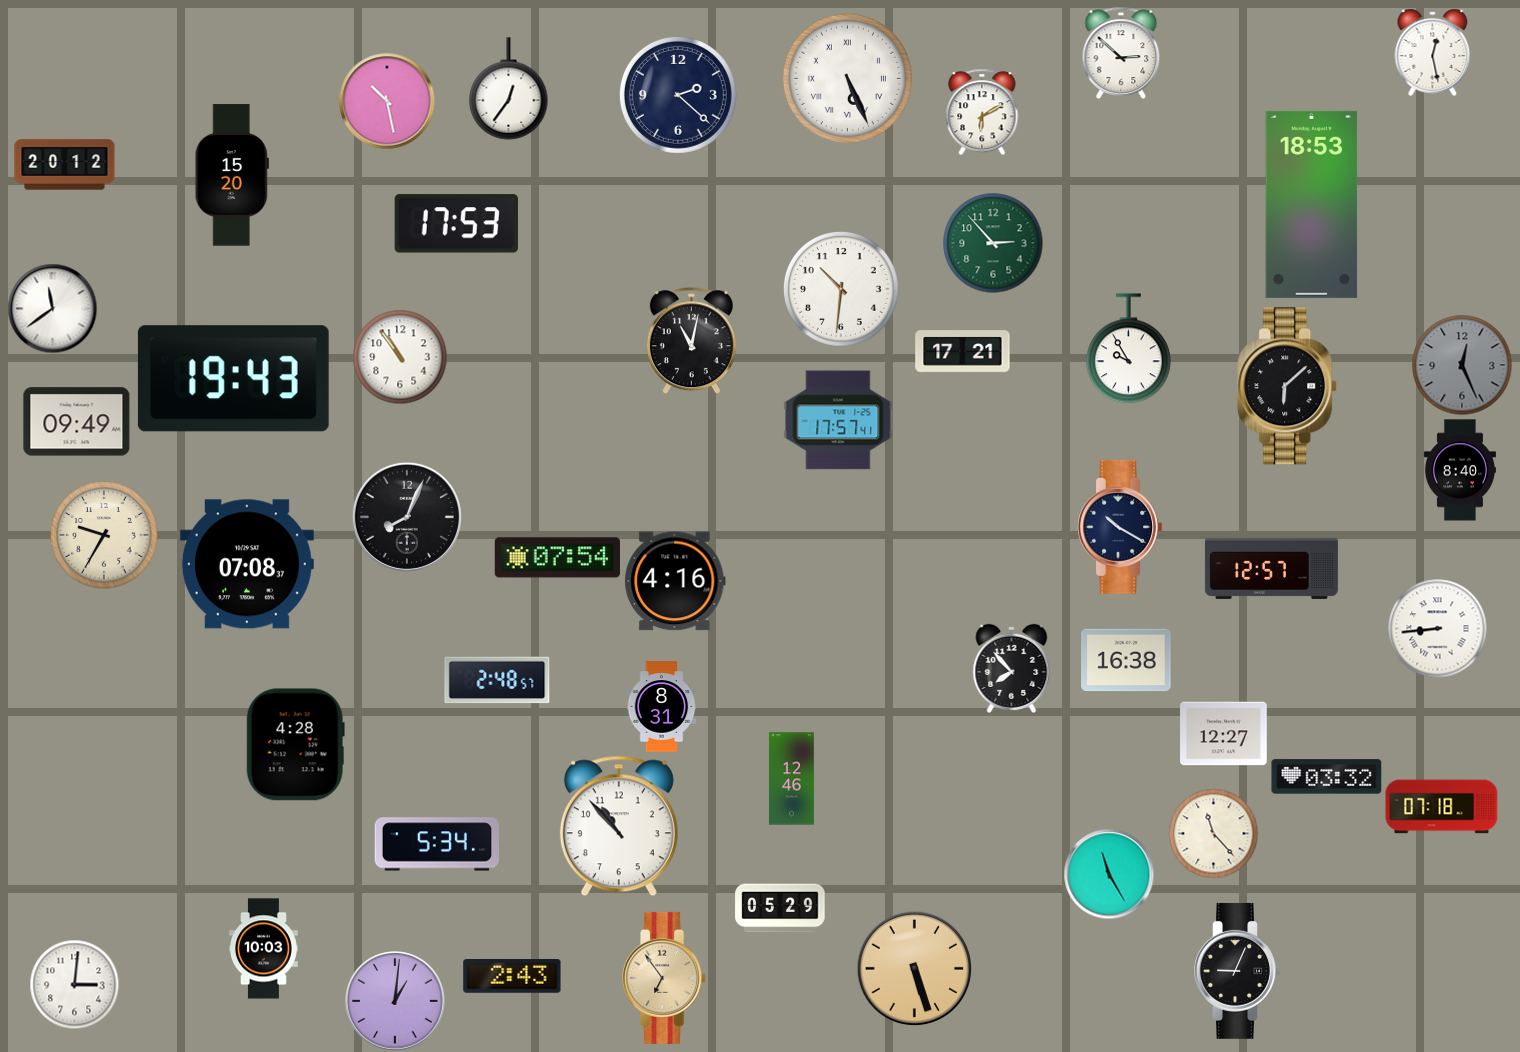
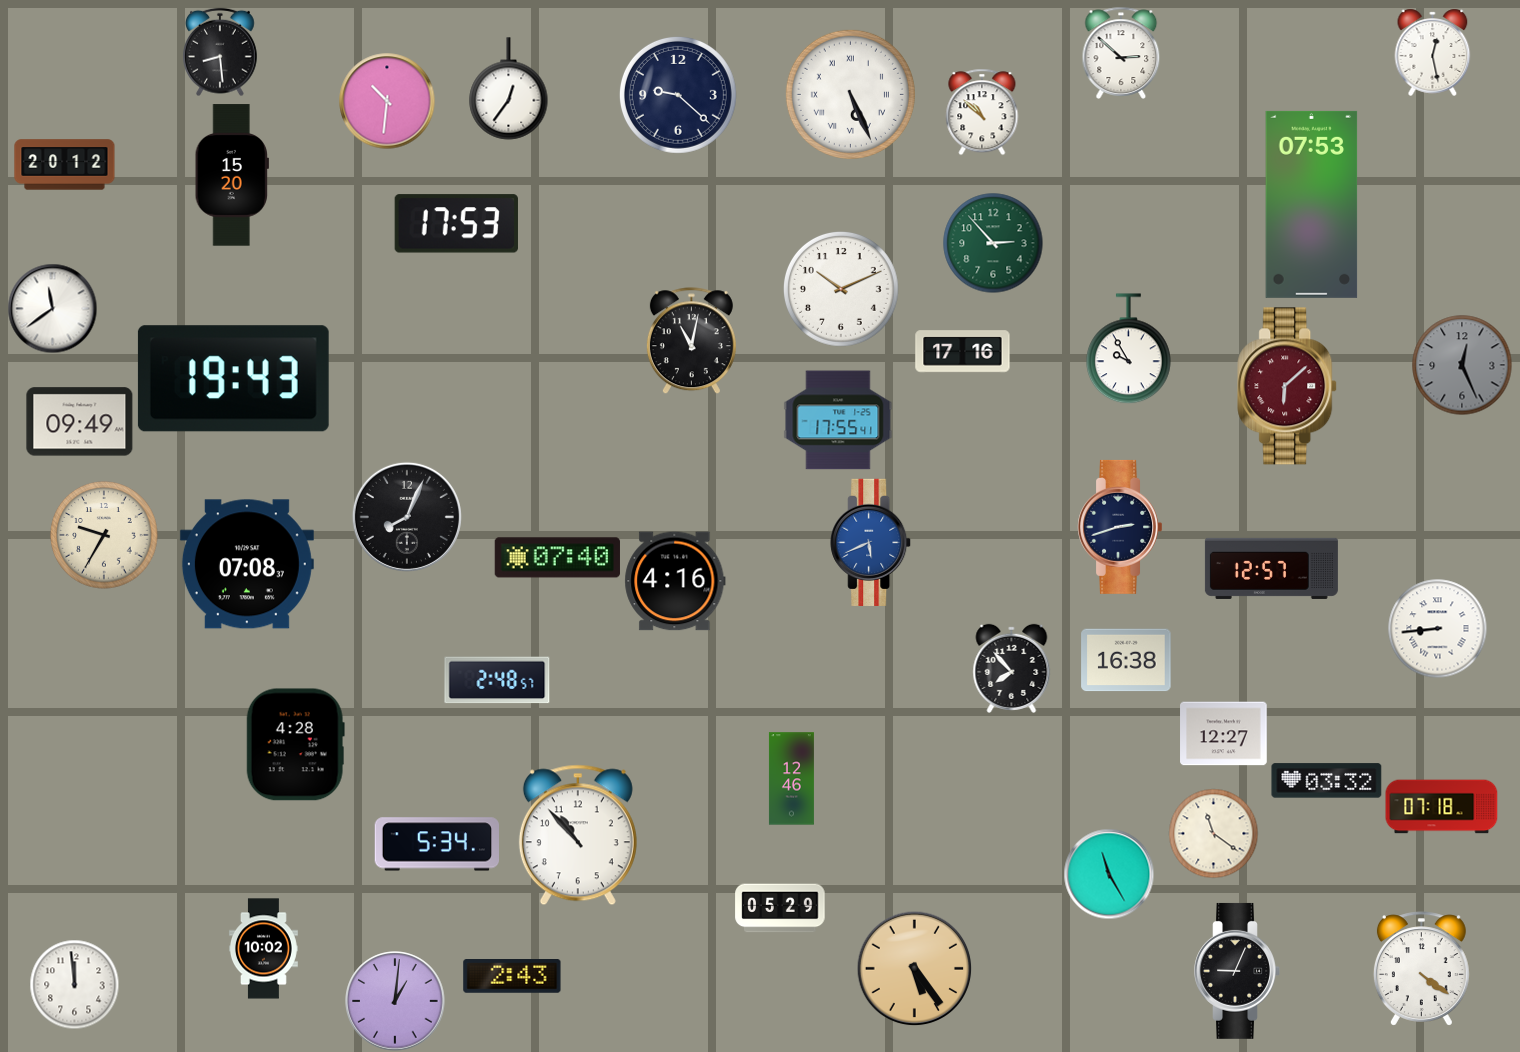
clock at (221, 52): none -> 8:29
clock at (847, 78) position: (847, 78) -> (850, 94)
clock at (678, 95): 2:22 -> 9:22
clock at (387, 101): 10:28 -> 10:31
clock at (982, 112): 6:10 -> 10:52
clock at (1312, 204): 18:53 -> 07:53
clock at (842, 290): 10:31 -> 10:11
clock at (963, 352): 17:21 -> 17:16
clock at (400, 357): 10:54 -> none
clock at (1288, 386) dial: black -> burgundy
clock at (838, 420): 17:57 -> 17:55
clock at (77, 422) position: (77, 422) -> (80, 422)
clock at (1460, 470): 8:40 -> none
clock at (1119, 527): 10:20 -> 2:42
clock at (871, 542): none -> 5:41
clock at (557, 558): 07:54 -> 07:40
clock at (662, 707): 8:31 -> none
clock at (1327, 777) position: (1327, 777) -> (1327, 781)
clock at (619, 826) position: (619, 826) -> (578, 835)
clock at (1213, 833): 11:23 -> 11:21
clock at (263, 949): 10:03 -> 10:02
clock at (914, 968): 5:27 -> 5:24
clock at (1421, 969): none -> 4:21
clock at (665, 978): 6:54 -> none
clock at (74, 984): 3:01 -> 11:59
